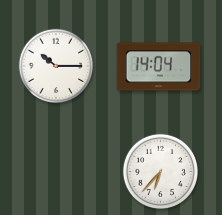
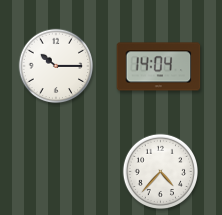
clock at (160, 171): 6:37 -> 4:37
